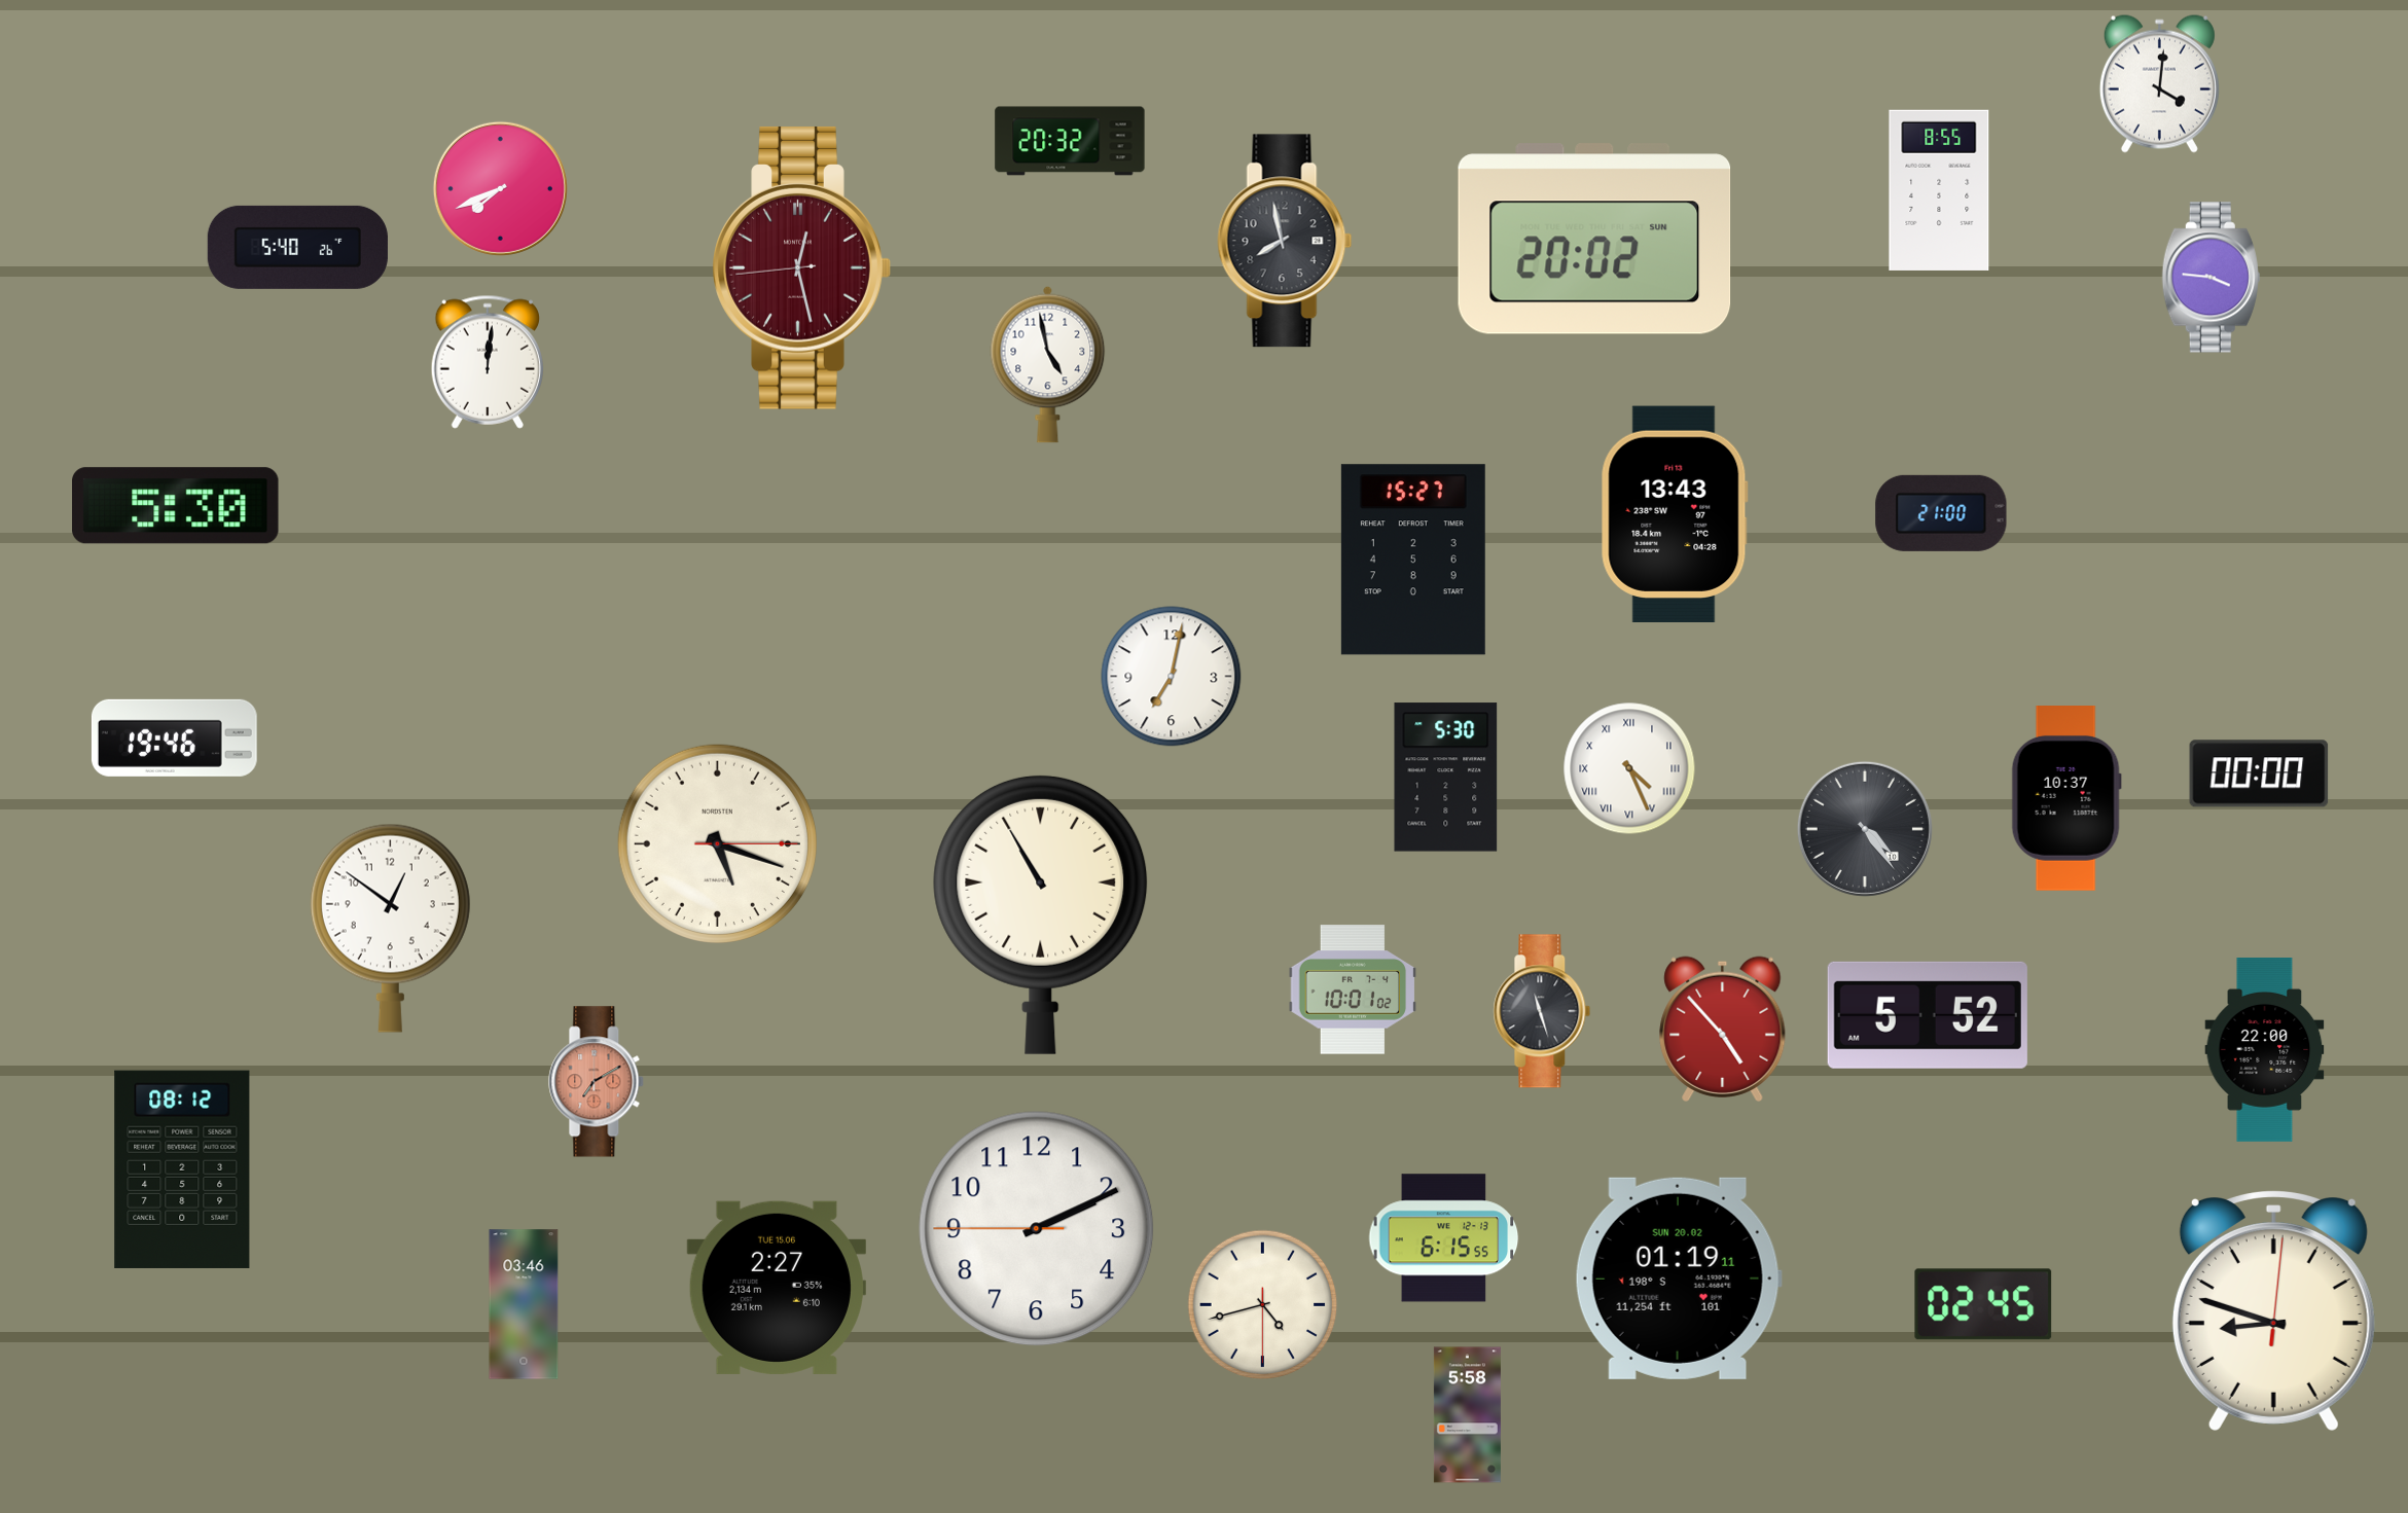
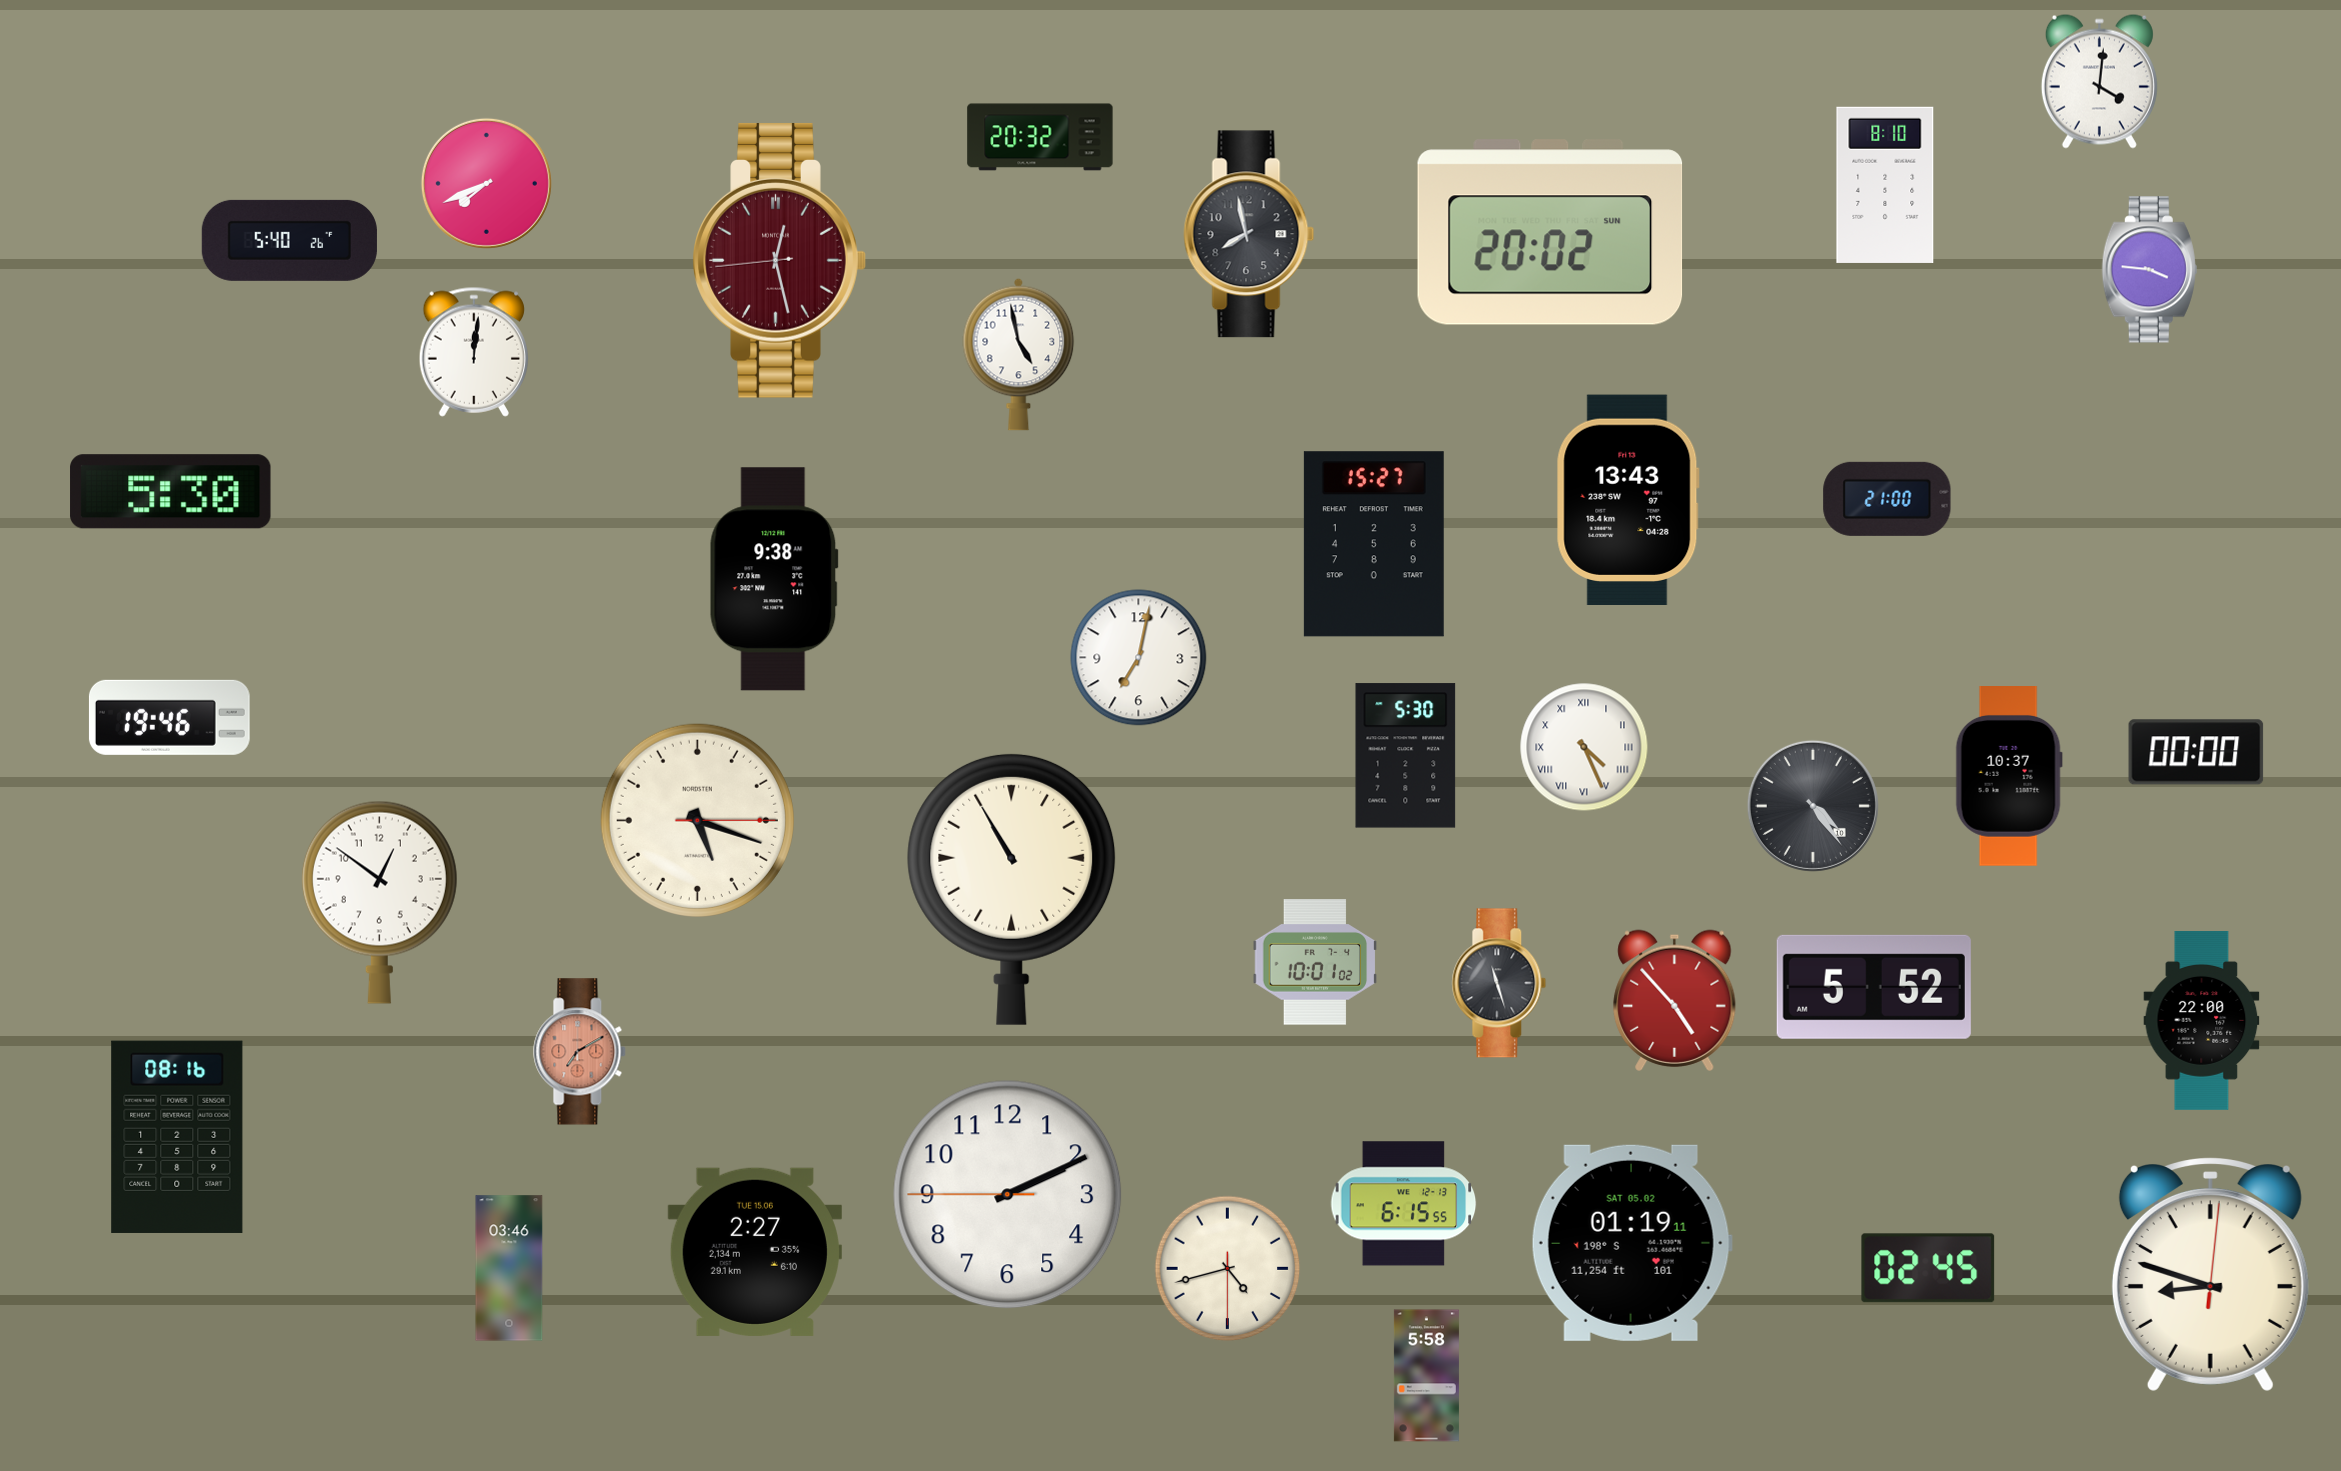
clock at (1939, 190): 8:55 -> 8:10
clock at (774, 579): none -> 9:38
clock at (182, 1169): 08:12 -> 08:16
clock at (1679, 1278) date: SUN 20.02 -> SAT 05.02
